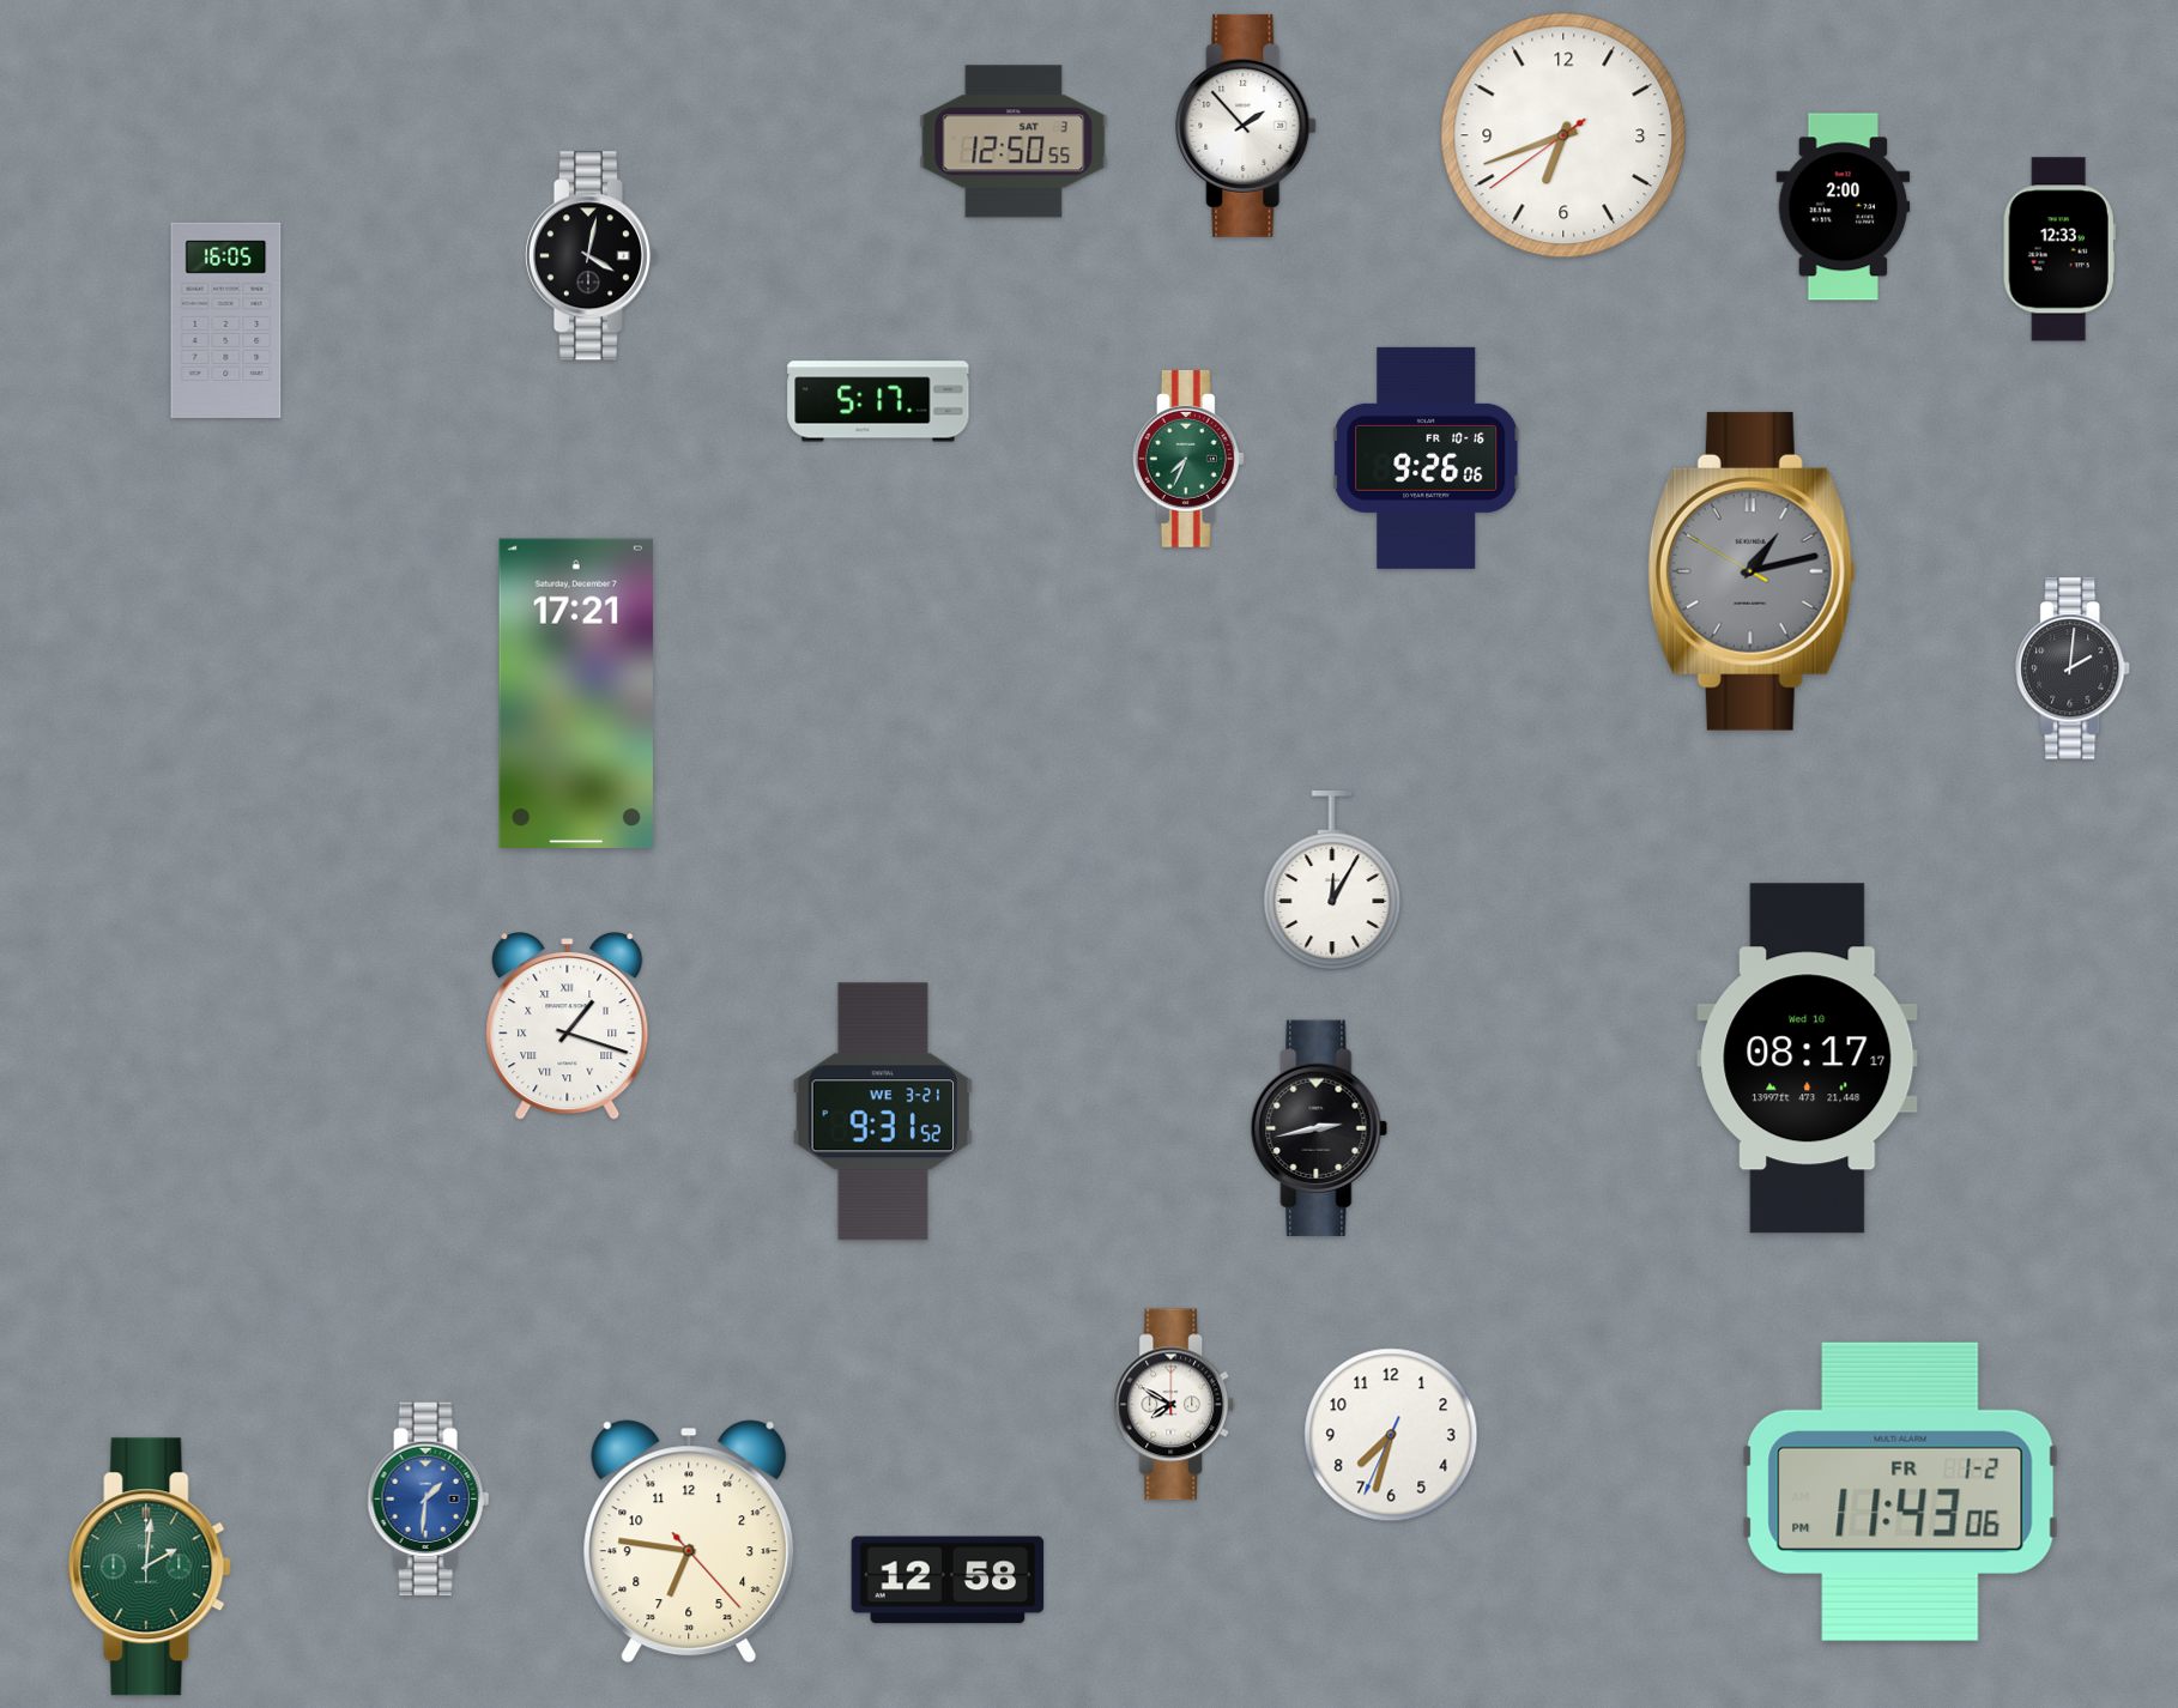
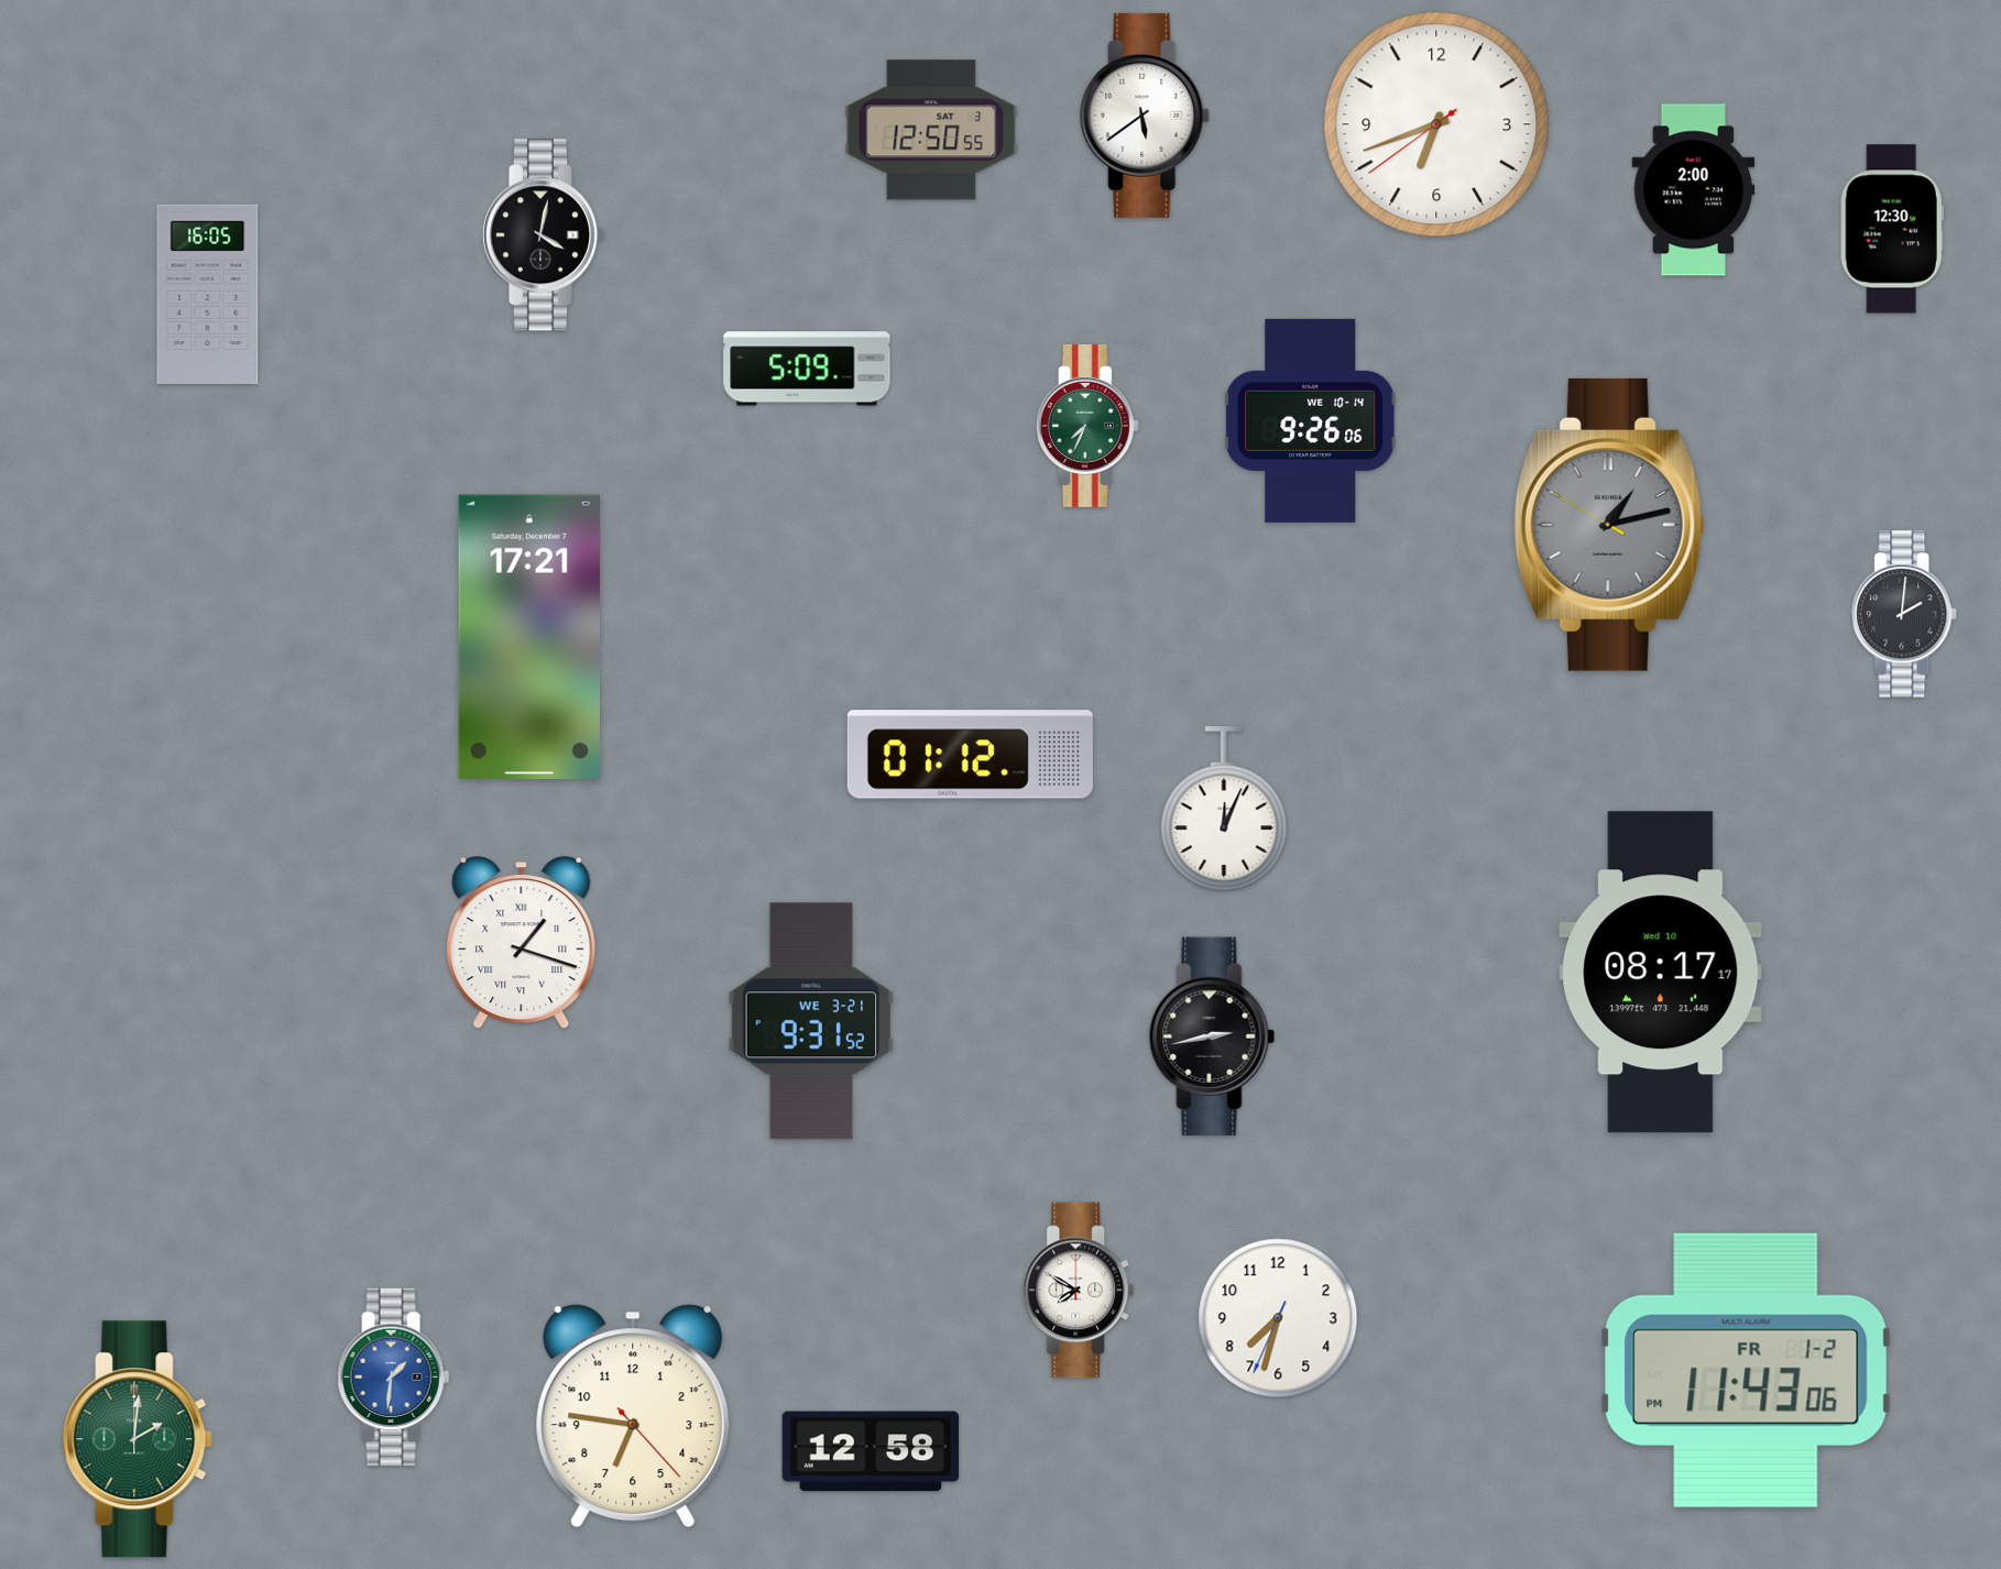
clock at (1247, 126): 1:53 -> 5:39
clock at (2059, 249): 12:33 -> 12:30
clock at (878, 401): 5:17 -> 5:09
clock at (1427, 458) date: FR 10-16 -> WE 10-14
clock at (1188, 459) position: (1188, 459) -> (1087, 426)
clock at (970, 755): none -> 01:12
clock at (1332, 880): 12:05 -> 12:04
